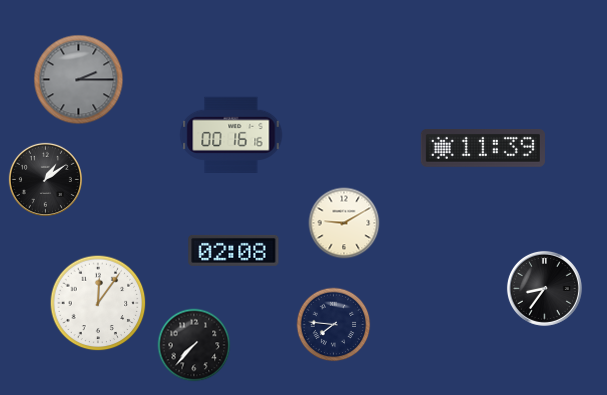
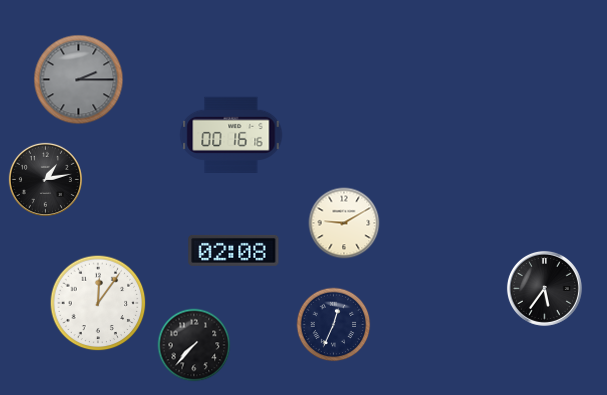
clock at (483, 149): 11:39 -> none
clock at (45, 179): 1:09 -> 1:13
clock at (544, 288): 8:36 -> 5:36
clock at (334, 325): 7:46 -> 12:34
